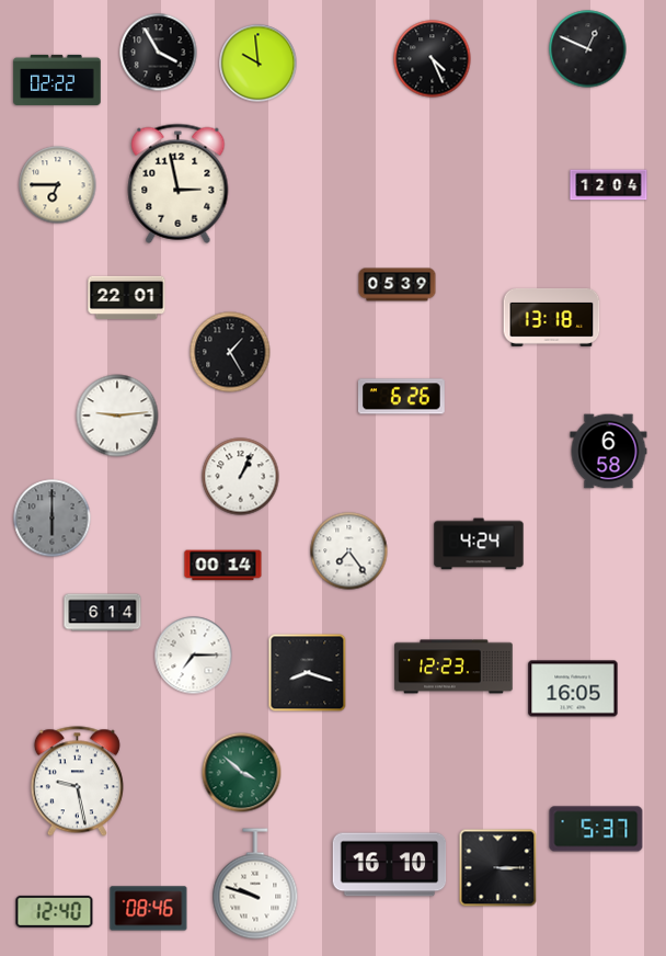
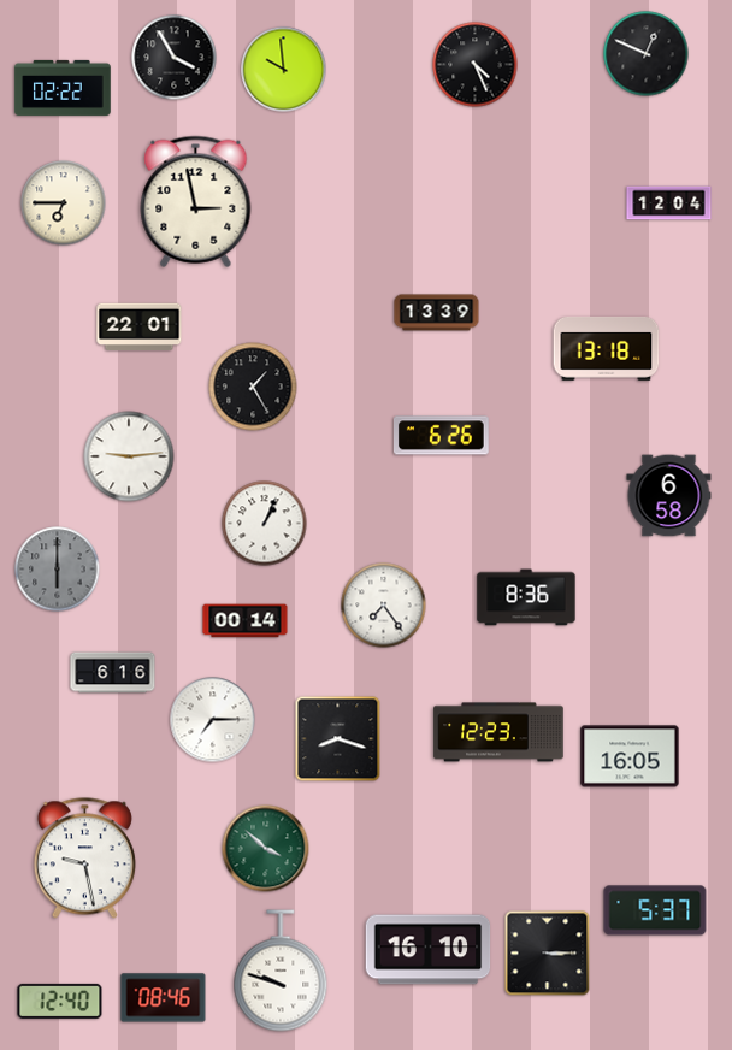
clock at (398, 285): 05:39 -> 13:39
clock at (479, 544): 4:24 -> 8:36
clock at (103, 613): 6:14 -> 6:16
